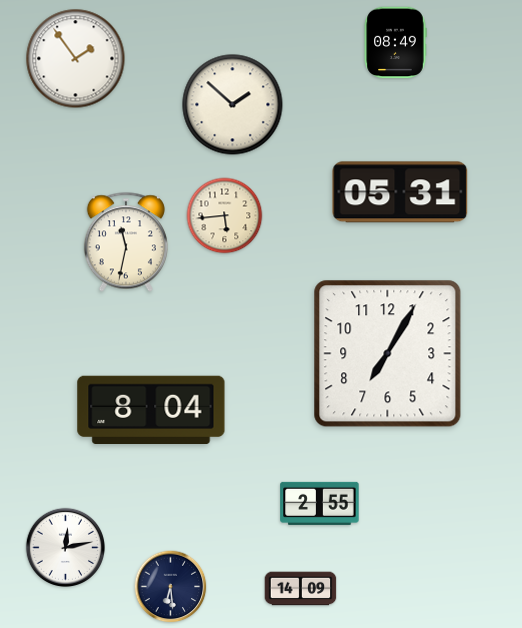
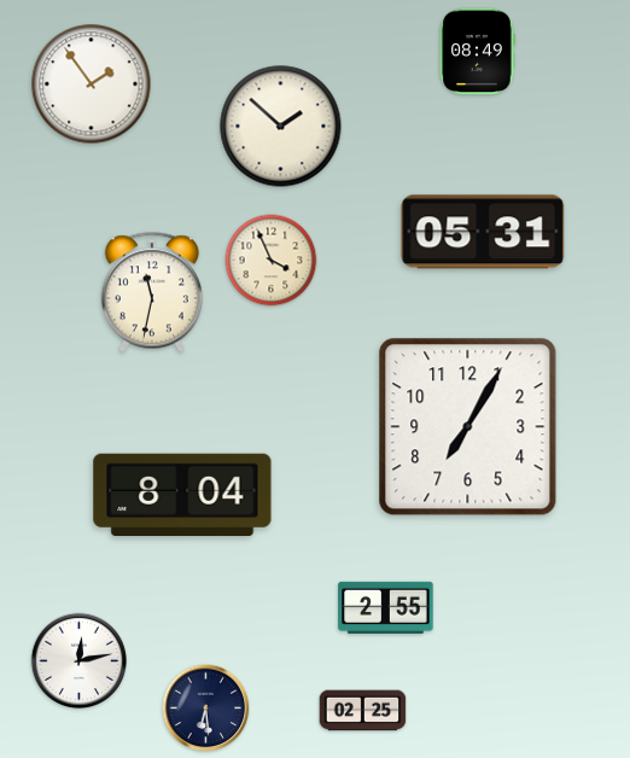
clock at (76, 59) position: (76, 59) -> (92, 84)
clock at (225, 216): 5:44 -> 3:56
clock at (301, 589): 14:09 -> 02:25
